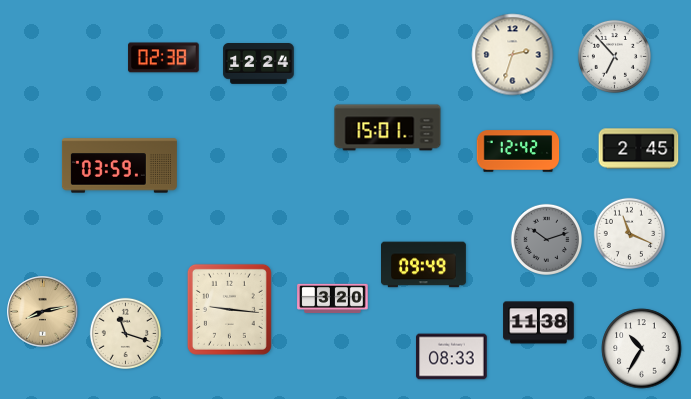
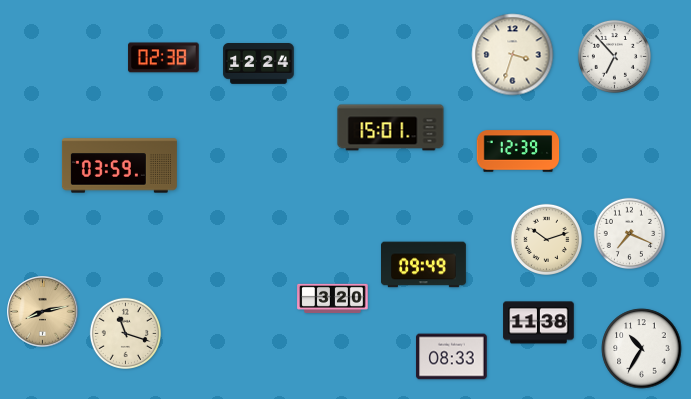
clock at (513, 55): 2:33 -> 3:33
clock at (388, 128) position: (388, 128) -> (391, 128)
clock at (639, 149): 2:45 -> none
clock at (518, 151): 12:42 -> 12:39
clock at (629, 233): 11:19 -> 7:19
clock at (546, 239) dial: grey -> cream
clock at (229, 309): 9:16 -> none
